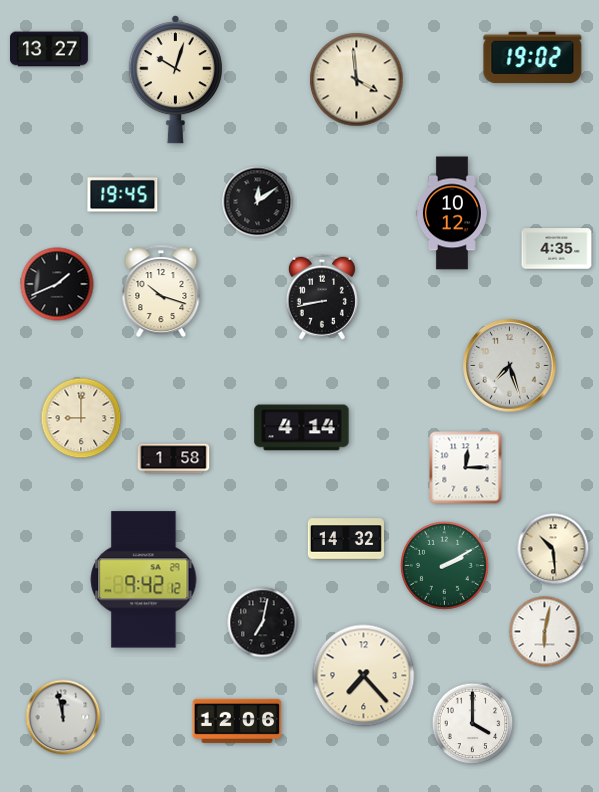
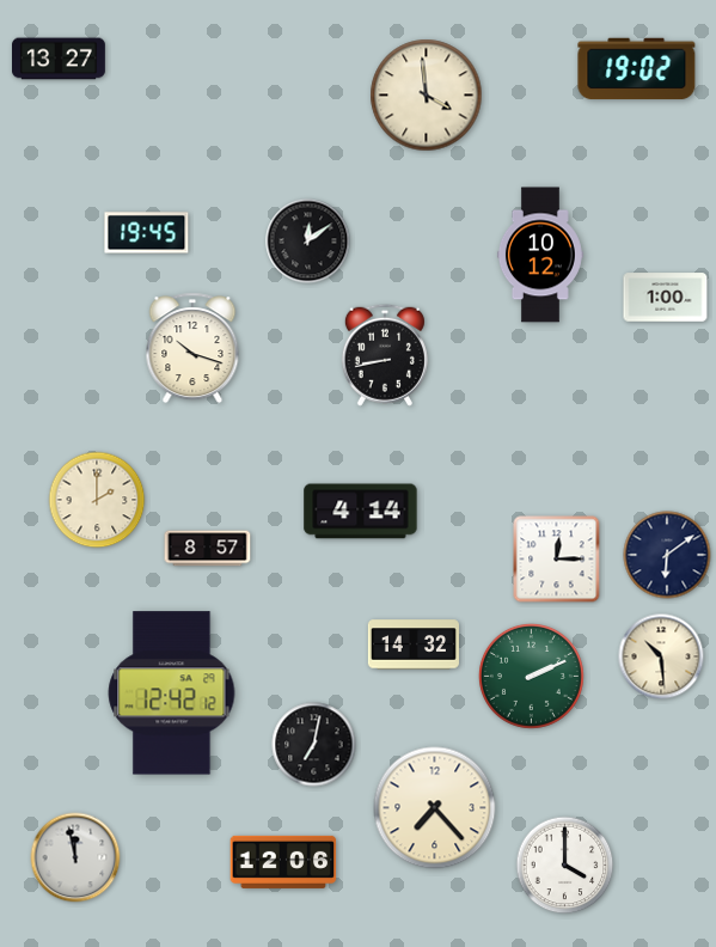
clock at (175, 80): 10:03 -> none
clock at (557, 249): 4:35 -> 1:00
clock at (57, 284): 1:41 -> none
clock at (510, 366): 7:27 -> none
clock at (81, 418): 9:00 -> 2:00
clock at (174, 459): 1:58 -> 8:57
clock at (667, 555): none -> 6:09
clock at (444, 565): 2:10 -> 2:11
clock at (144, 580): 9:42 -> 12:42
clock at (545, 632): 6:02 -> none
